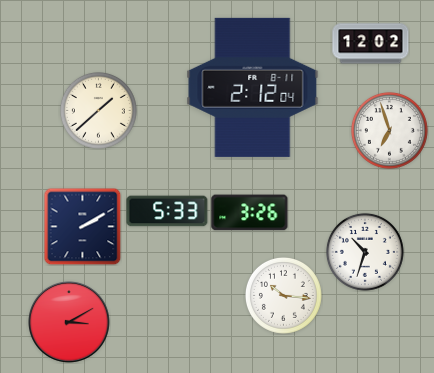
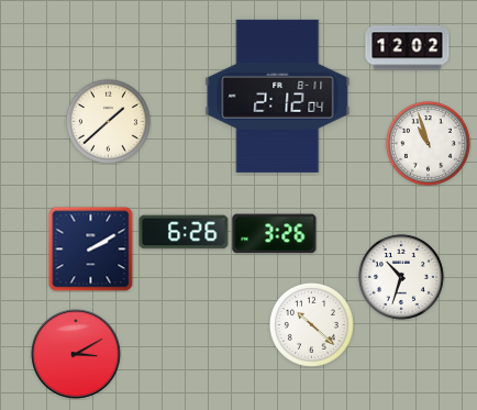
clock at (389, 130): 6:57 -> 10:57
clock at (167, 211): 5:33 -> 6:26
clock at (283, 295): 10:16 -> 10:22
